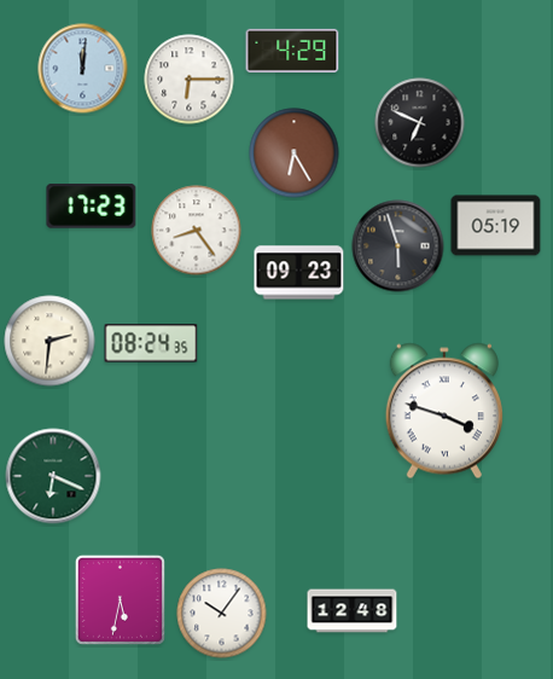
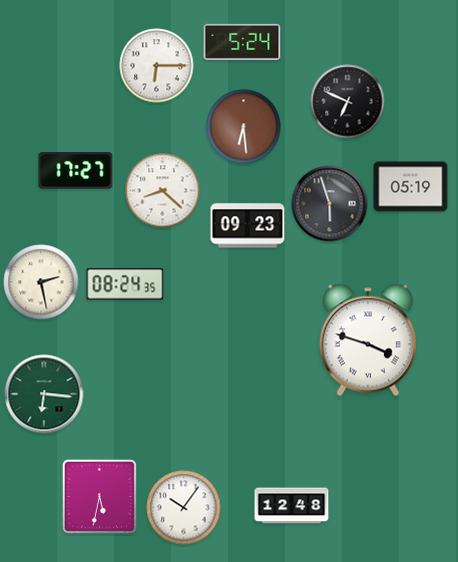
clock at (292, 51): 4:29 -> 5:24
clock at (83, 69): 12:01 -> none
clock at (295, 153): 6:25 -> 6:29
clock at (92, 207): 17:23 -> 17:27
clock at (197, 231): 8:24 -> 8:22
clock at (50, 341): 2:31 -> 2:28
clock at (53, 476): 6:19 -> 6:16
